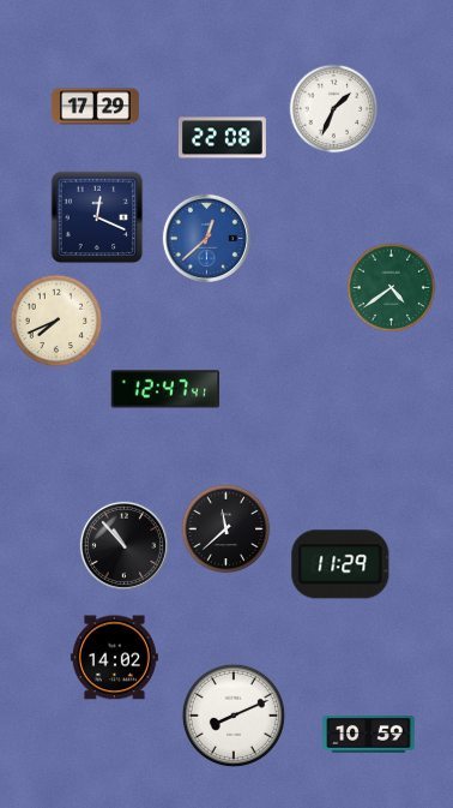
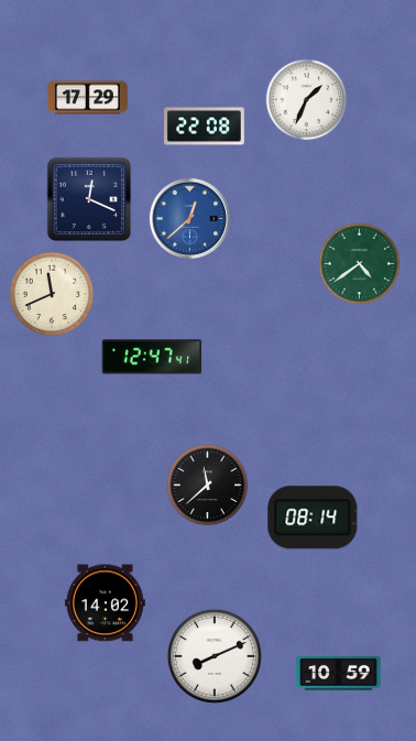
clock at (56, 321): 7:41 -> 11:41
clock at (123, 545): 10:53 -> none
clock at (340, 564): 11:29 -> 08:14
